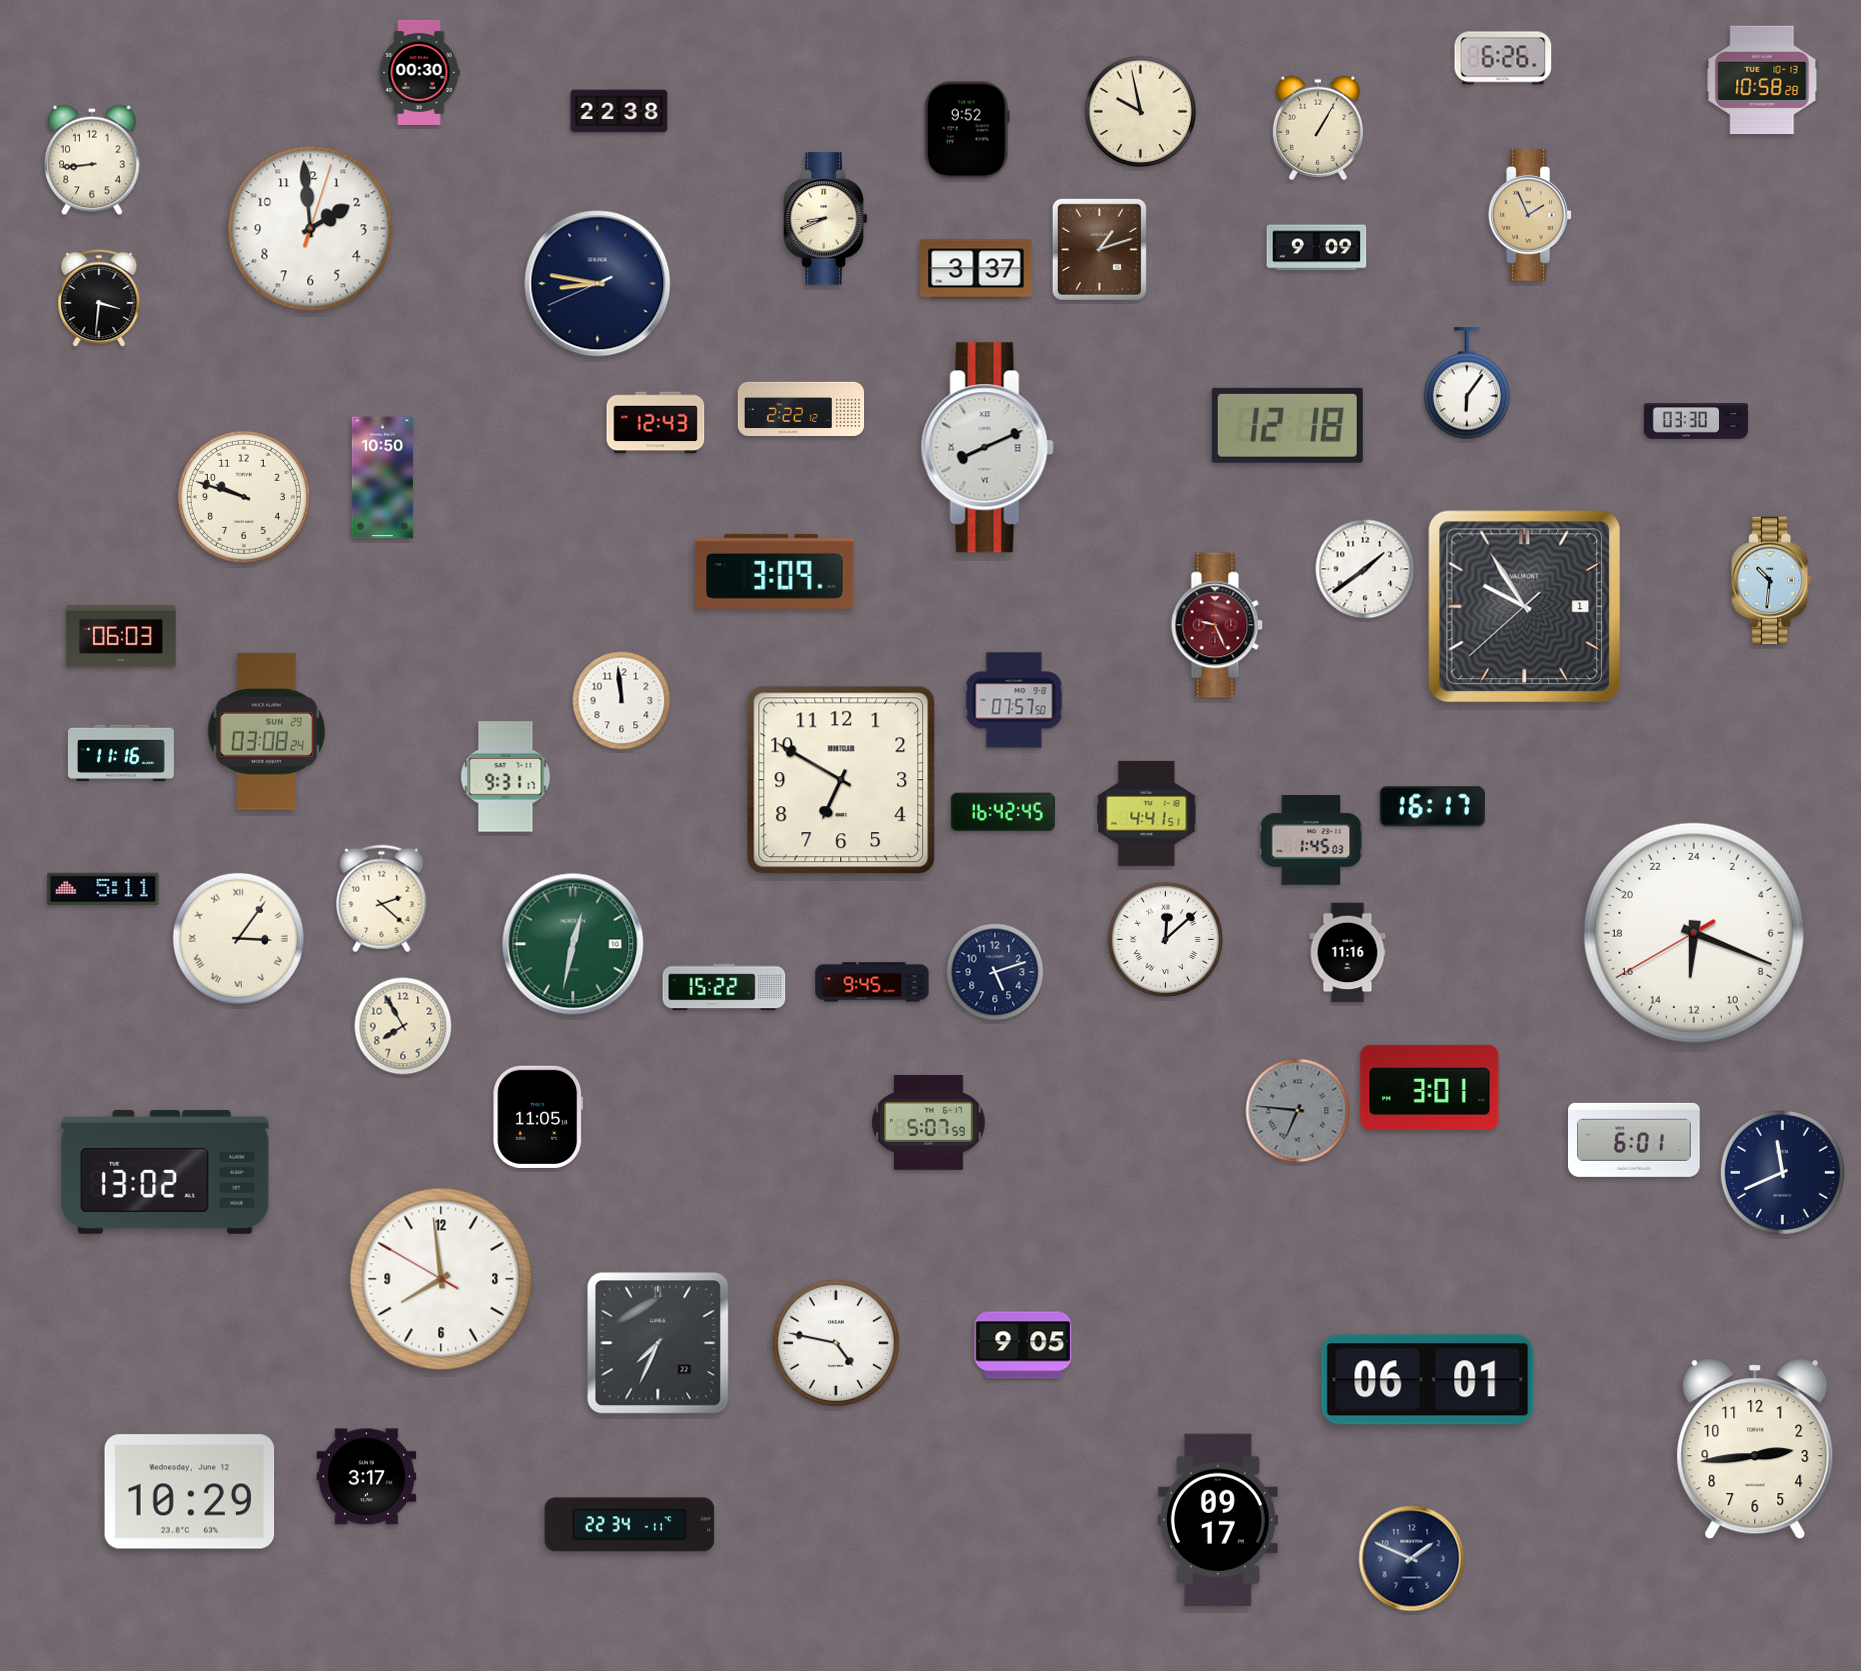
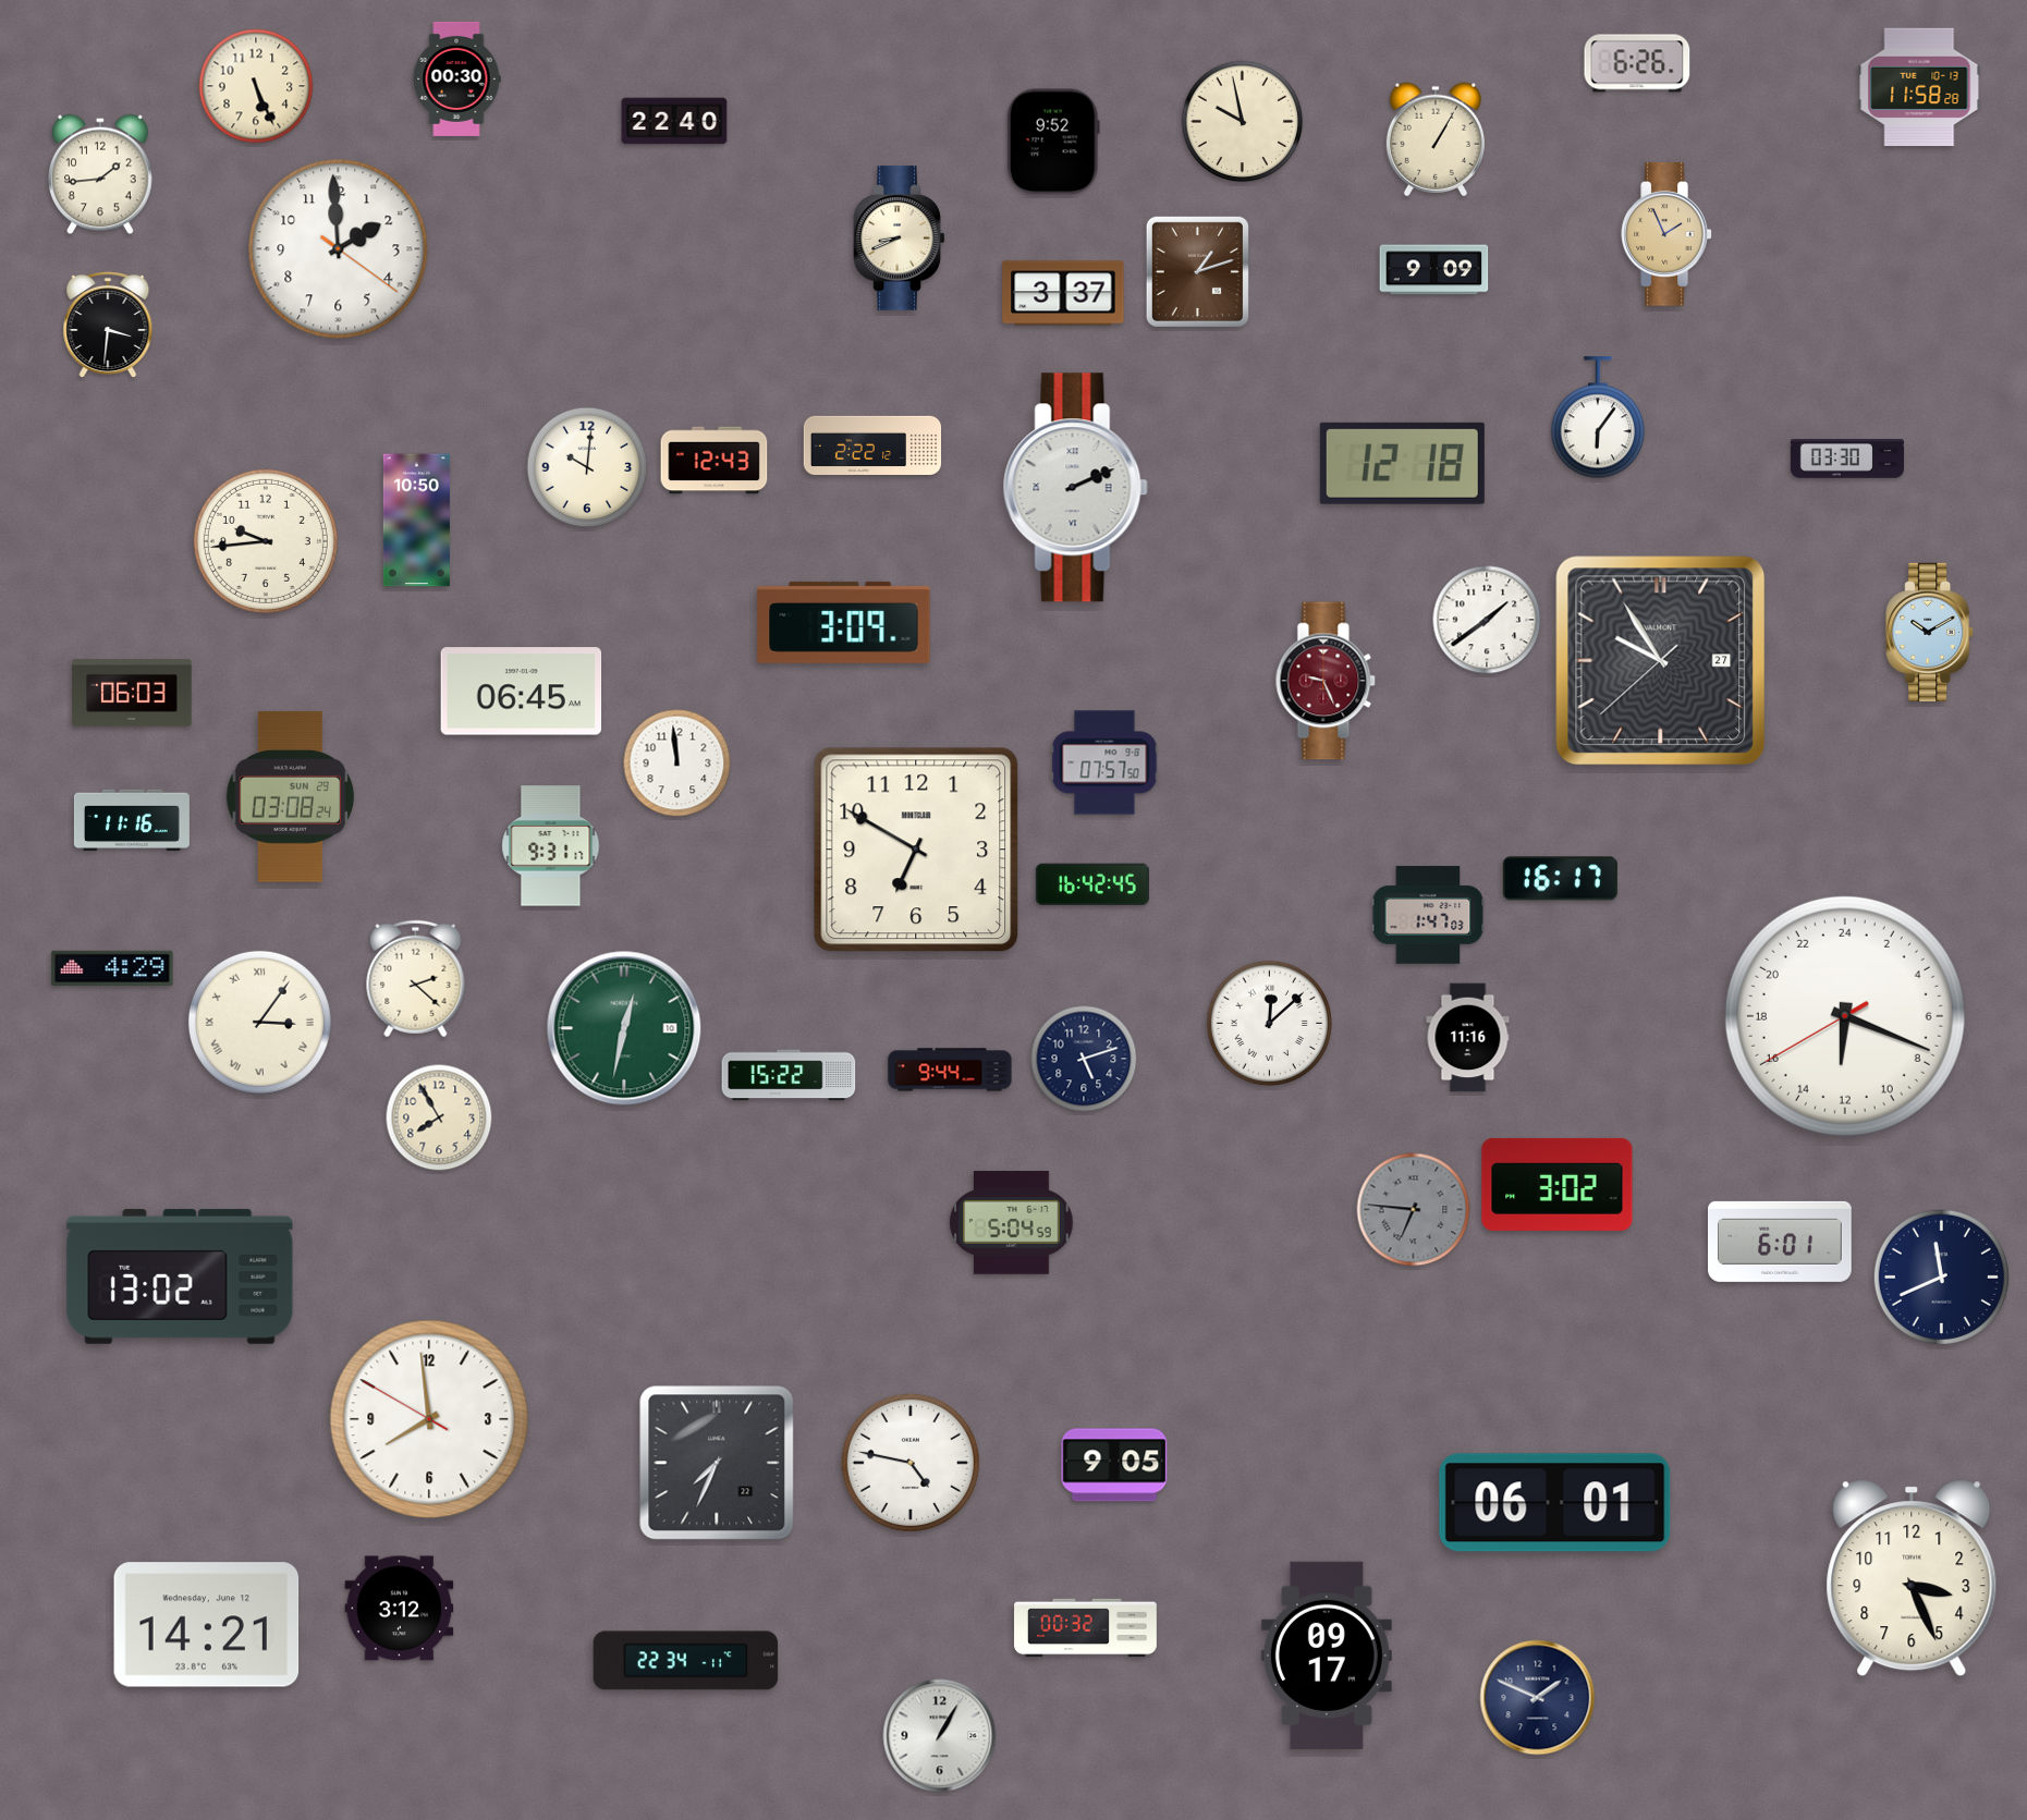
clock at (256, 86): none -> 5:26
clock at (1762, 80): 10:58 -> 11:58
clock at (619, 111): 22:38 -> 22:40
clock at (92, 160): 8:44 -> 1:44
clock at (311, 229): 1:59:03 -> 1:59:21
clock at (598, 284): 8:46 -> none
clock at (587, 467): none -> 10:01
clock at (987, 448): 8:11 -> 2:11
clock at (244, 497): 9:48 -> 9:44
clock at (1772, 580): 10:31 -> 10:10
clock at (1525, 607) date: 1 -> 27
clock at (522, 692): none -> 06:45
clock at (1147, 813): 4:41 -> none
clock at (1311, 840): 1:45 -> 1:47
clock at (103, 888): 5:11 -> 4:29
clock at (872, 982): 9:45 -> 9:44
clock at (1430, 1087): 3:01 -> 3:02
clock at (538, 1116): 11:05 -> none
clock at (929, 1123): 5:07 -> 5:04
clock at (441, 1279) position: (441, 1279) -> (429, 1419)
clock at (1755, 1449): 2:44 -> 3:26
clock at (367, 1477): 3:17 -> 3:12
clock at (190, 1492): 10:29 -> 14:21
clock at (1086, 1628): none -> 00:32
clock at (940, 1736): none -> 1:05
